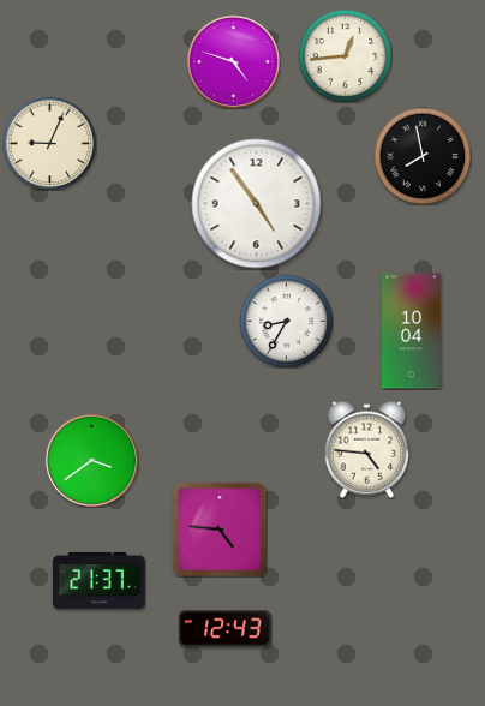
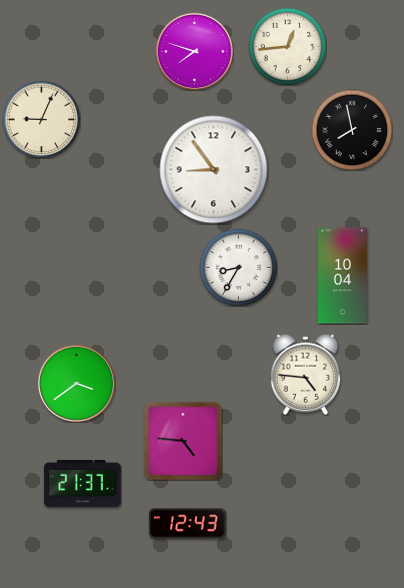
clock at (233, 61): 4:48 -> 7:48
clock at (257, 204): 4:54 -> 8:54
